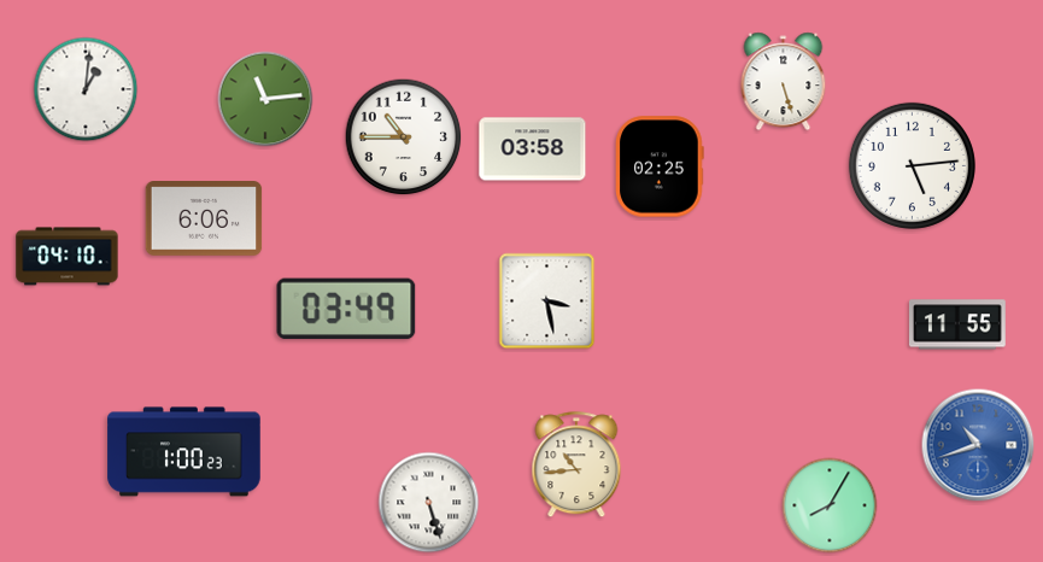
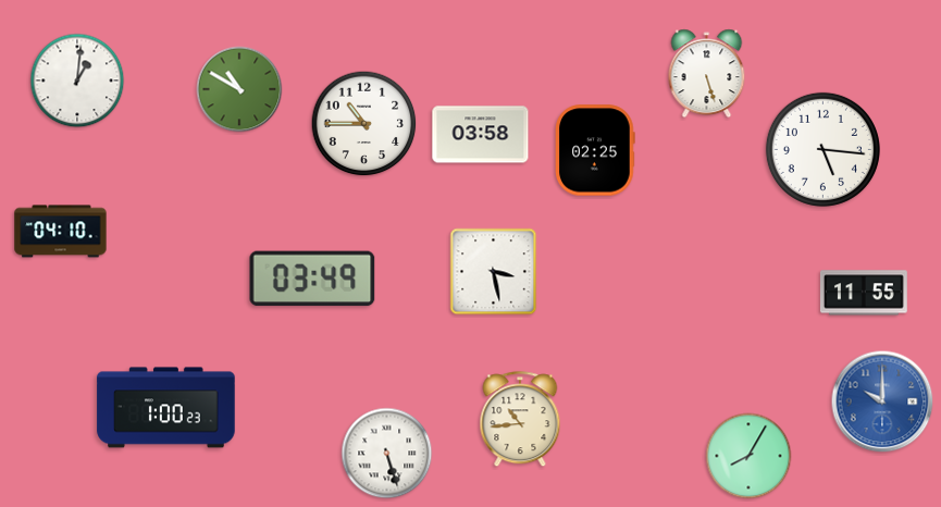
clock at (265, 99): 11:14 -> 10:50
clock at (912, 165): 5:14 -> 5:16
clock at (204, 218): 6:06 -> none
clock at (978, 445): 10:42 -> 10:00
